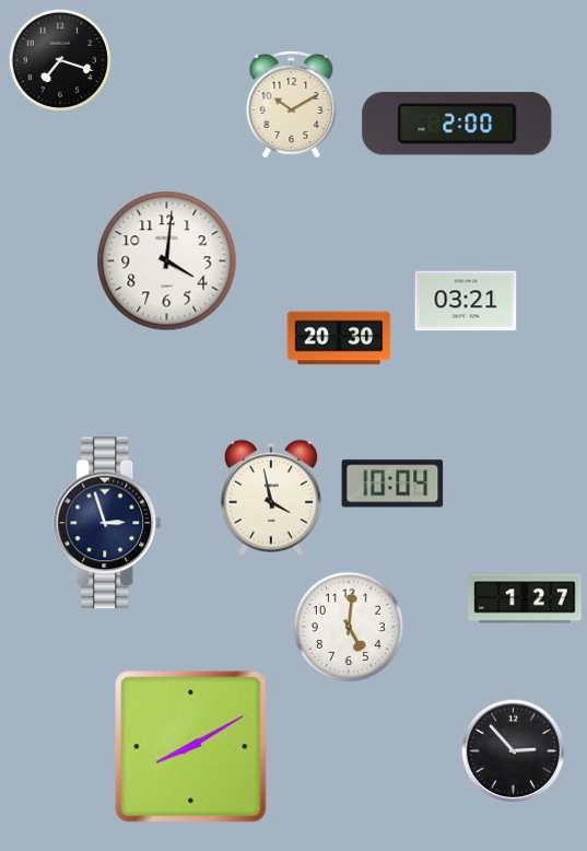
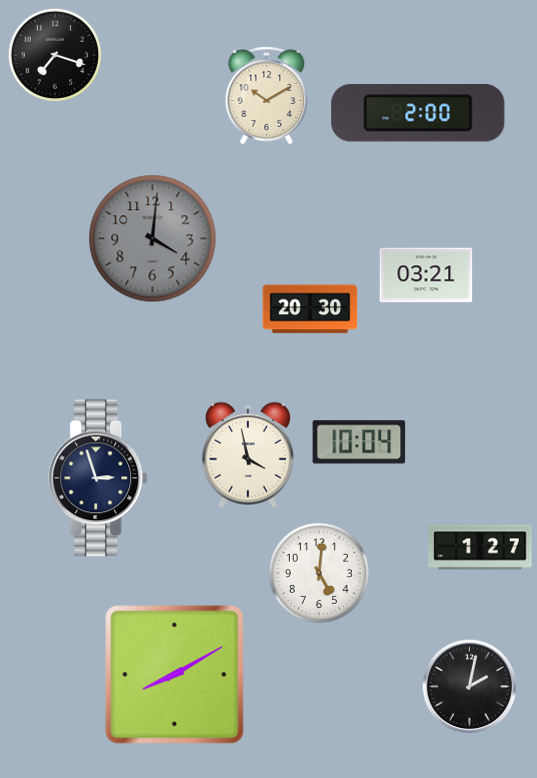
clock at (167, 261) dial: white -> grey
clock at (191, 747) position: (191, 747) -> (175, 675)
clock at (514, 751): 2:53 -> 2:02
